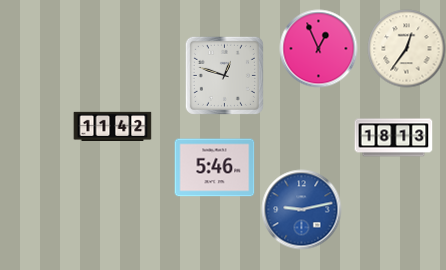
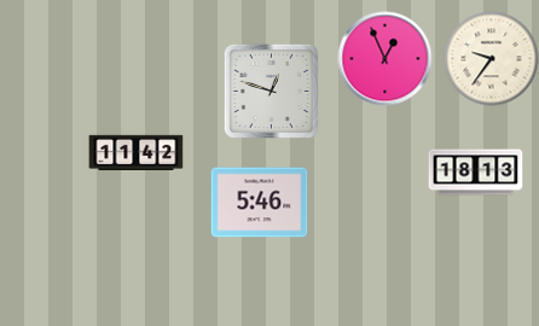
clock at (406, 48): 12:36 -> 9:36
clock at (393, 138) position: (393, 138) -> (475, 173)
clock at (301, 209): 9:13 -> none
